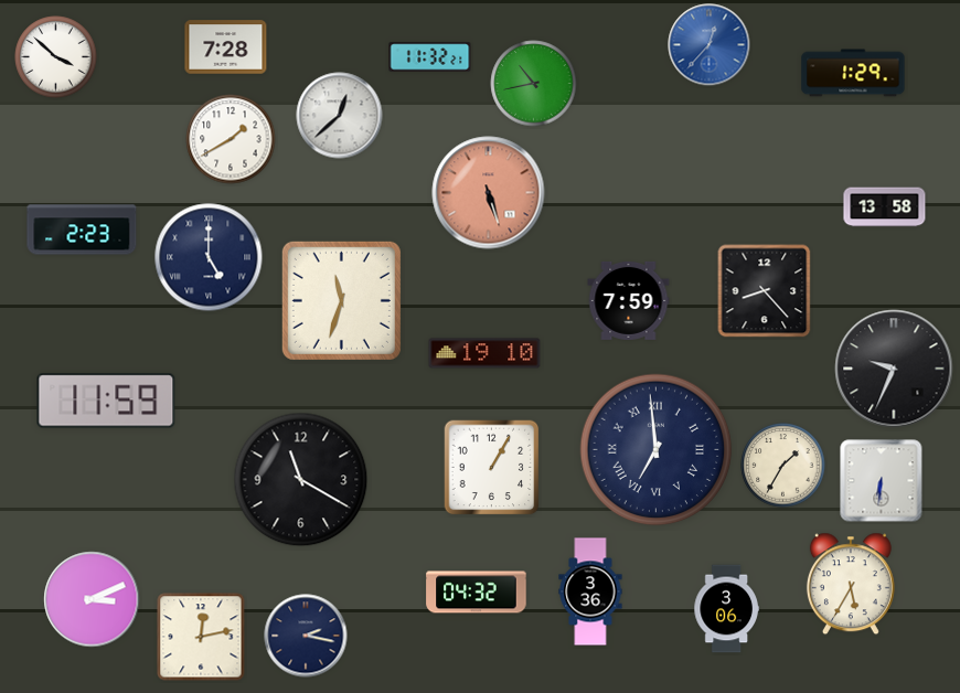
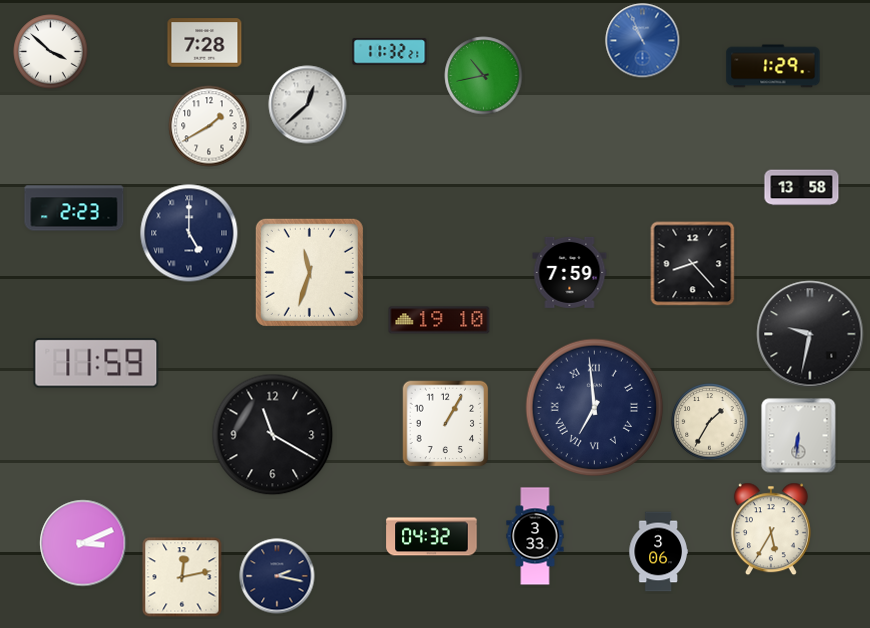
clock at (710, 45): 12:37 -> 10:56
clock at (489, 193): 5:27 -> none
clock at (894, 369): 9:34 -> 9:32
clock at (590, 591): 3:36 -> 3:33
